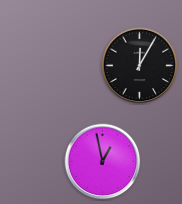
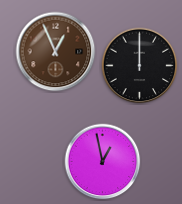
clock at (56, 52): none -> 12:56
clock at (140, 66): 12:05 -> 12:00
